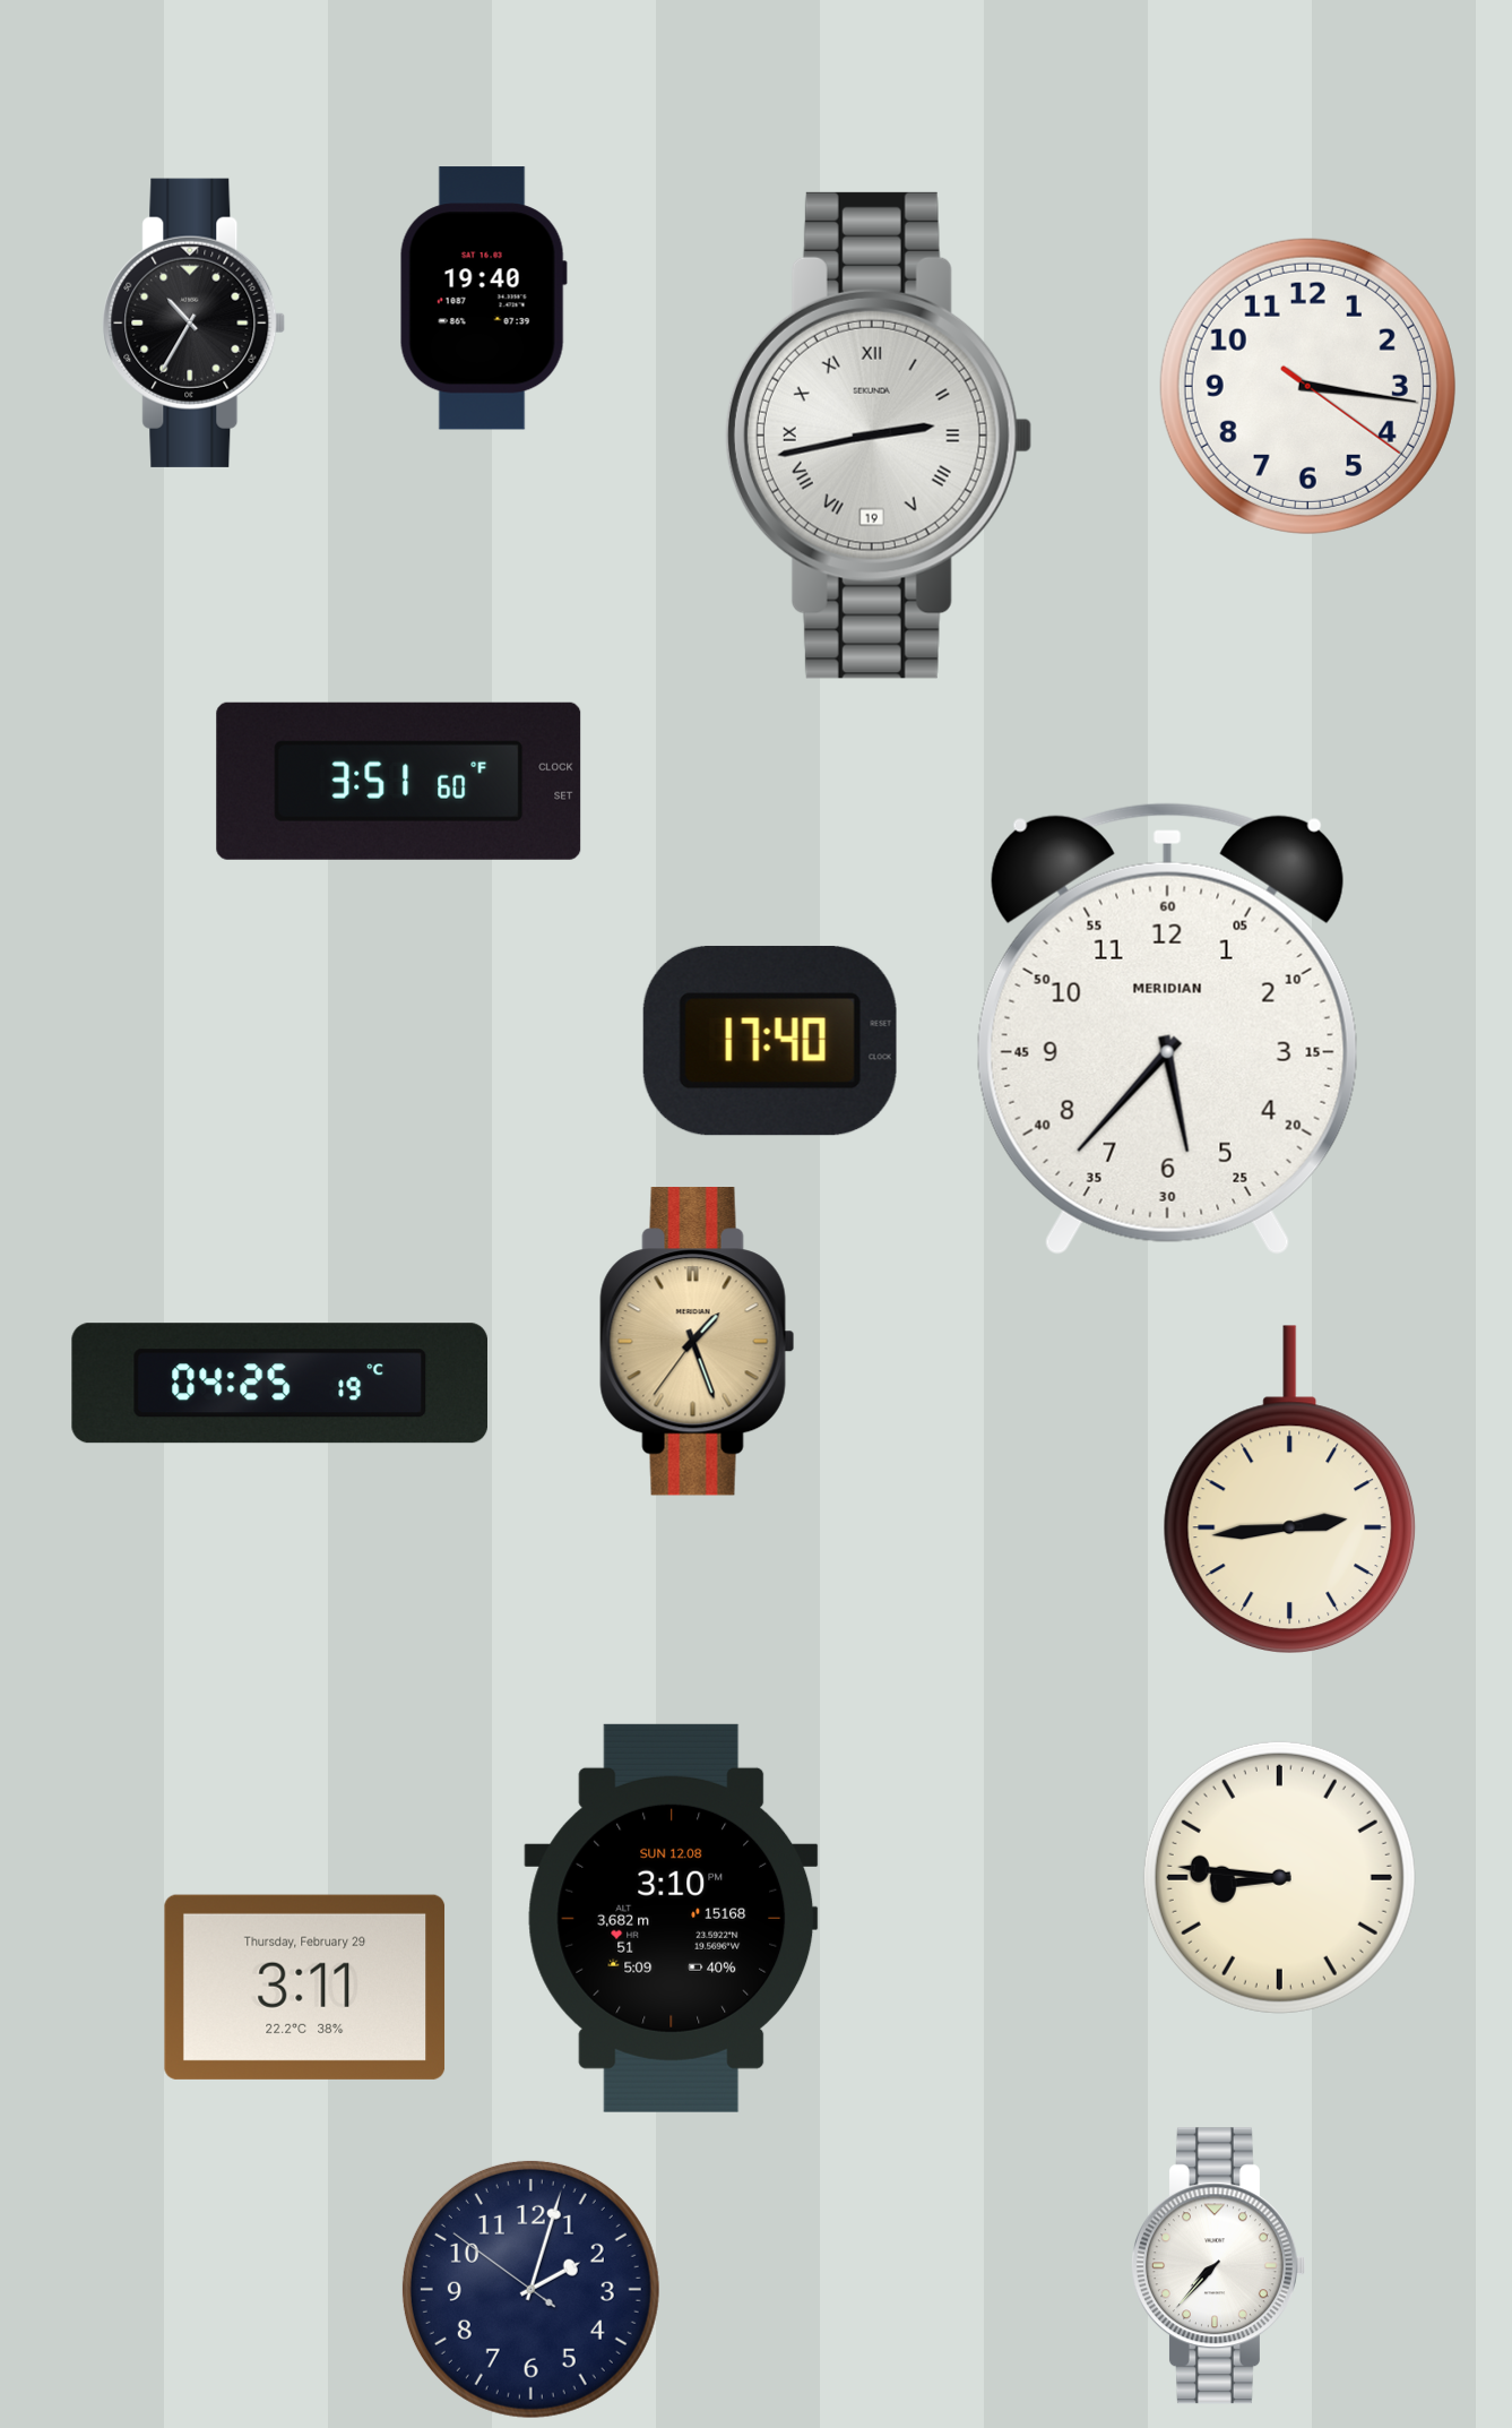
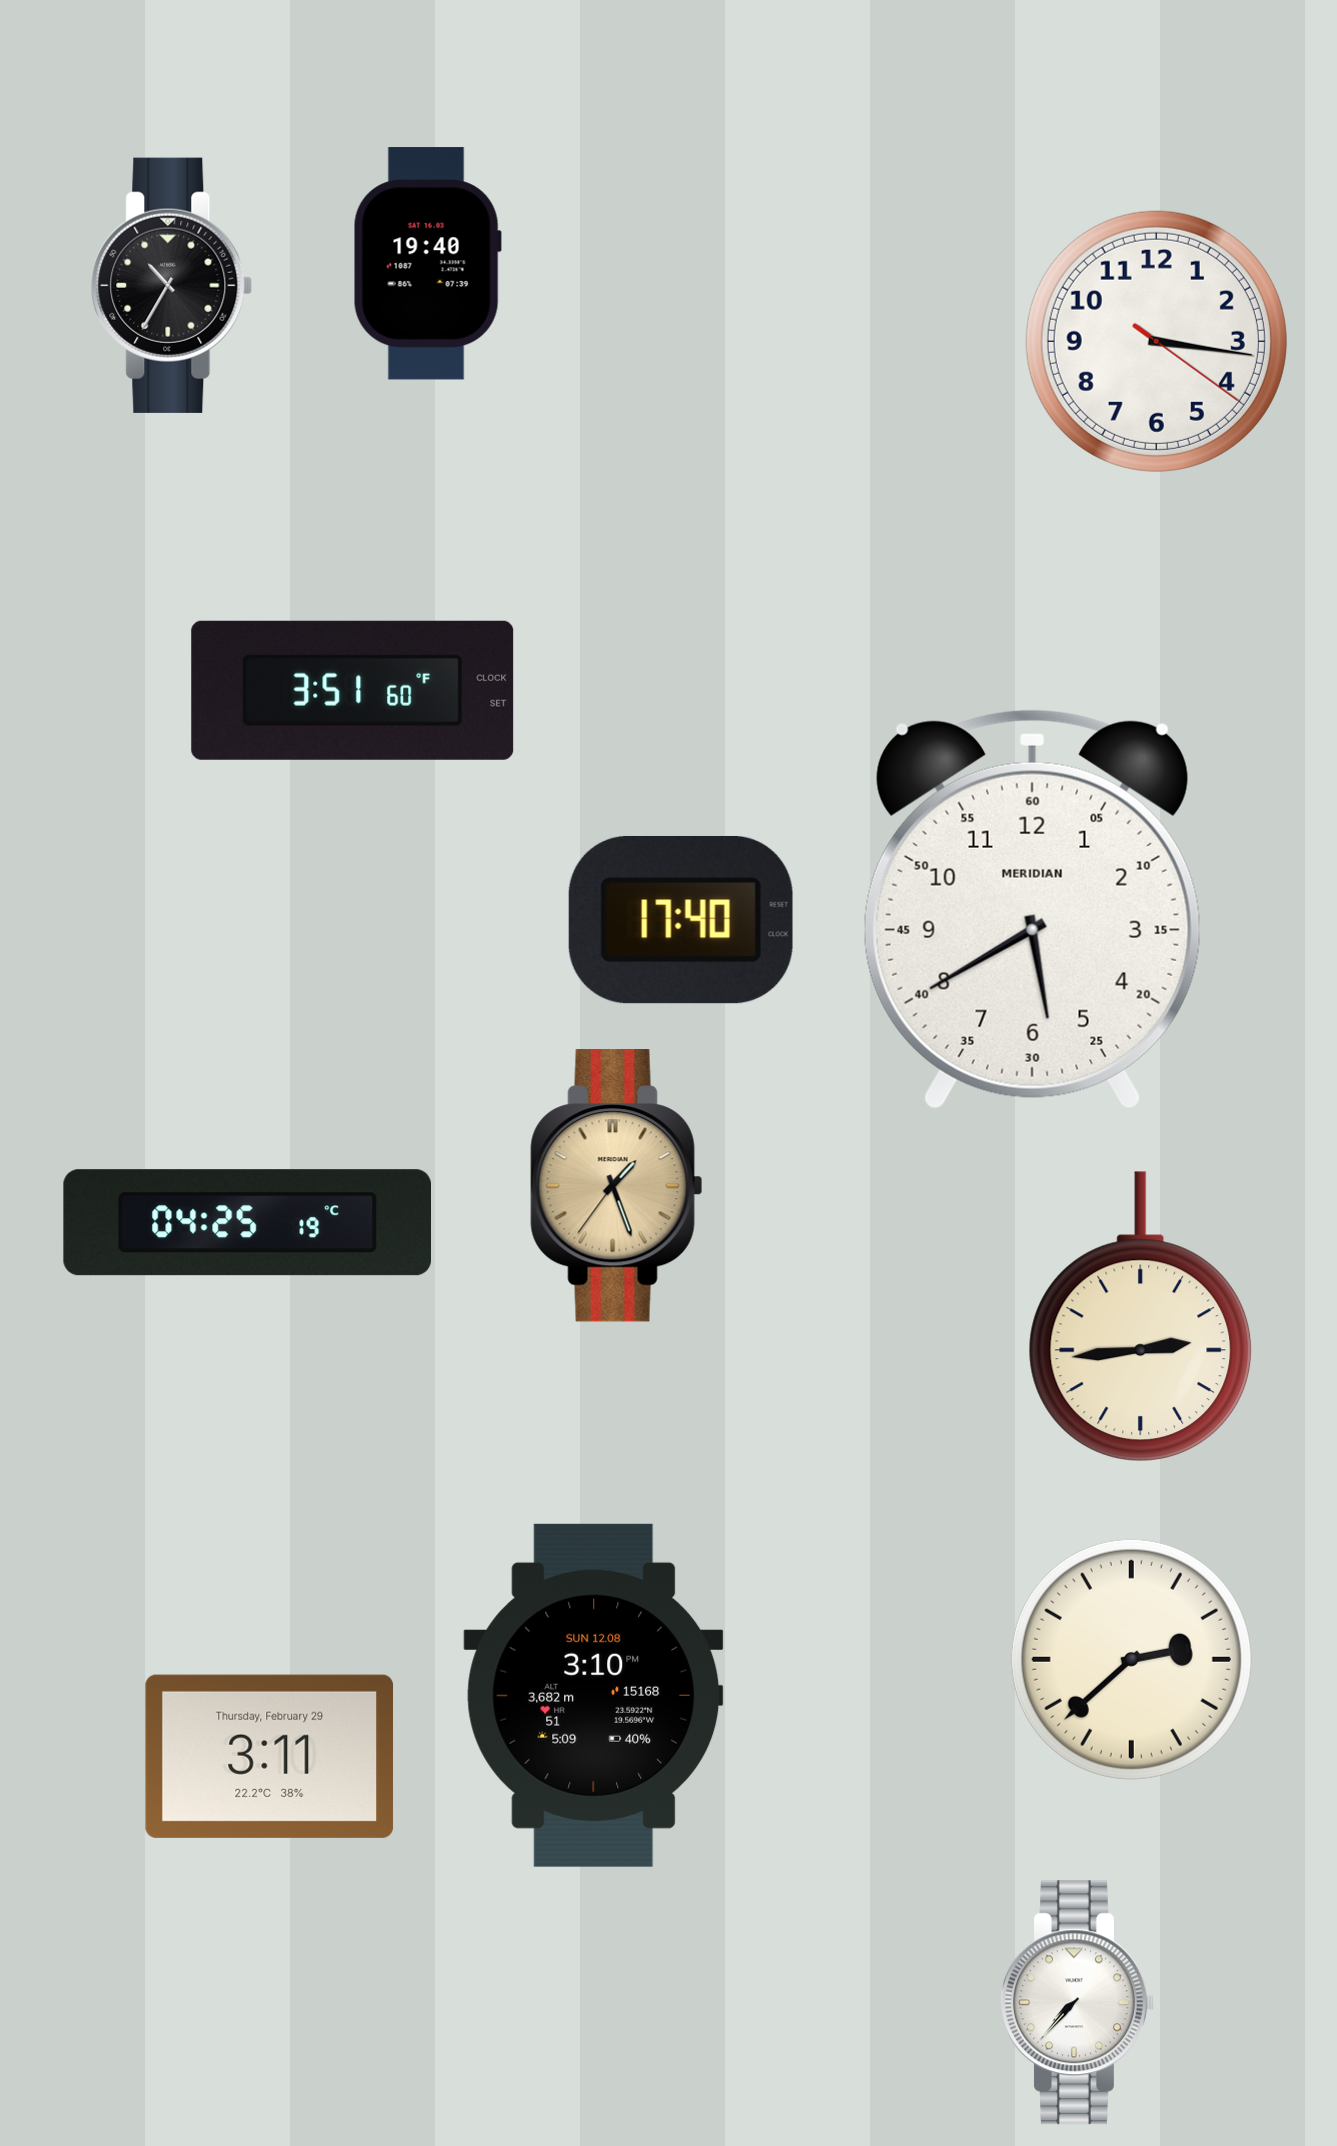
clock at (879, 436): 2:43 -> none
clock at (1167, 1028): 5:37 -> 5:40
clock at (1279, 1877): 8:46 -> 2:38
clock at (530, 2289): 2:02 -> none
